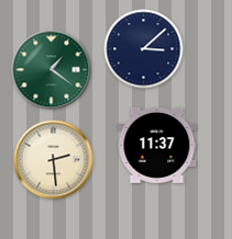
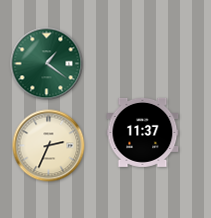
clock at (144, 49): 3:08 -> none
clock at (54, 160): 2:29 -> 2:34
